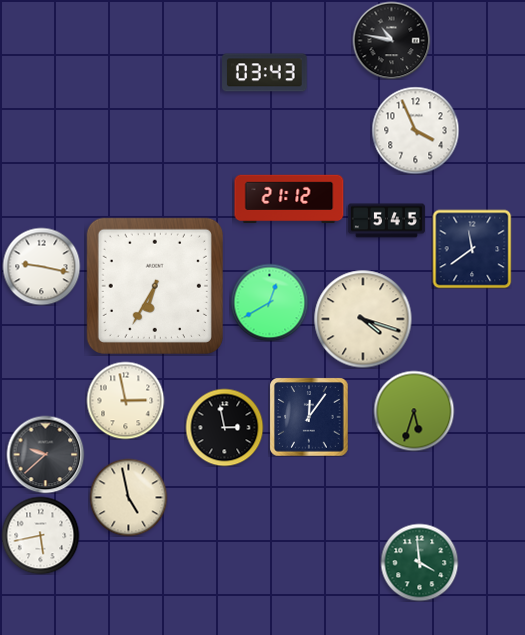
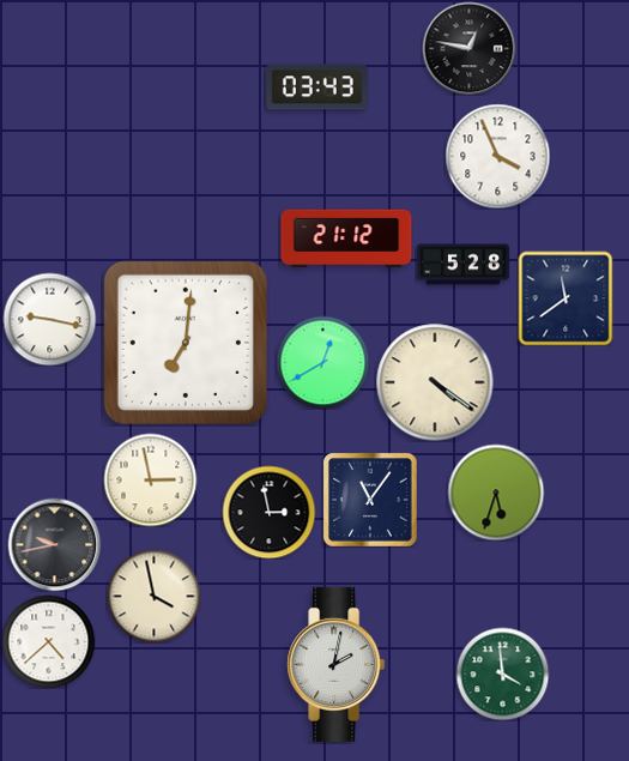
clock at (391, 40): 10:47 -> 12:47
clock at (386, 221): 5:45 -> 5:28
clock at (155, 286): 6:35 -> 7:01
clock at (363, 319): 4:18 -> 4:21
clock at (309, 417): 12:06 -> 11:06
clock at (45, 454): 9:38 -> 9:43
clock at (128, 497): 4:58 -> 3:58
clock at (40, 535): 5:43 -> 4:38
clock at (337, 664): none -> 2:02
